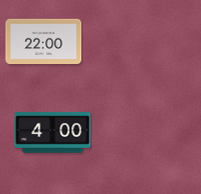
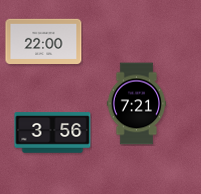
clock at (137, 104): none -> 7:21
clock at (53, 133): 4:00 -> 3:56
